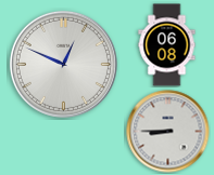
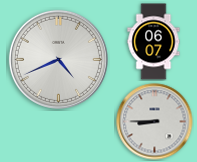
clock at (167, 45): 06:08 -> 06:07
clock at (63, 64): 12:49 -> 4:41
